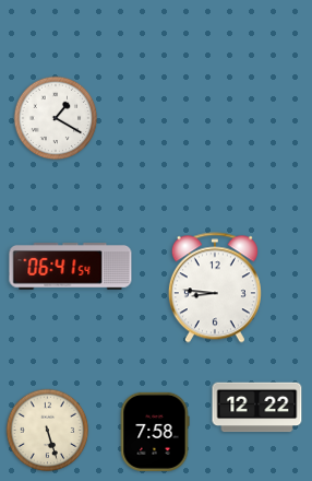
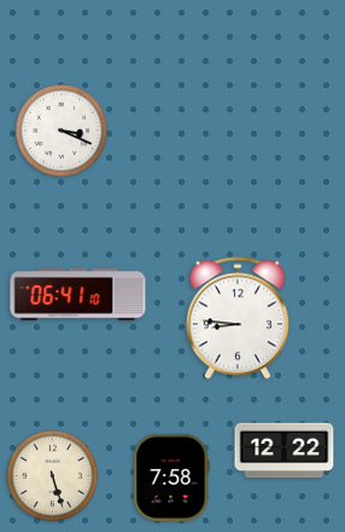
clock at (56, 118): 1:20 -> 3:19
clock at (71, 267): 06:41:54 -> 06:41:10
